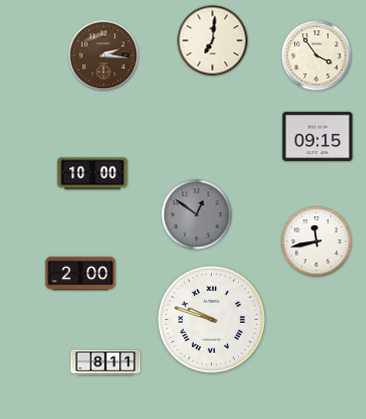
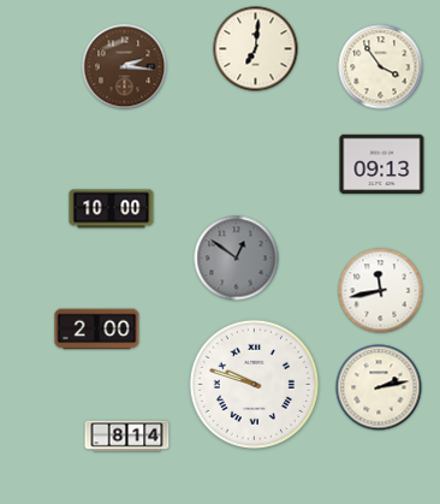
clock at (318, 137): 09:15 -> 09:13
clock at (379, 387): none -> 2:13
clock at (106, 363): 8:11 -> 8:14
